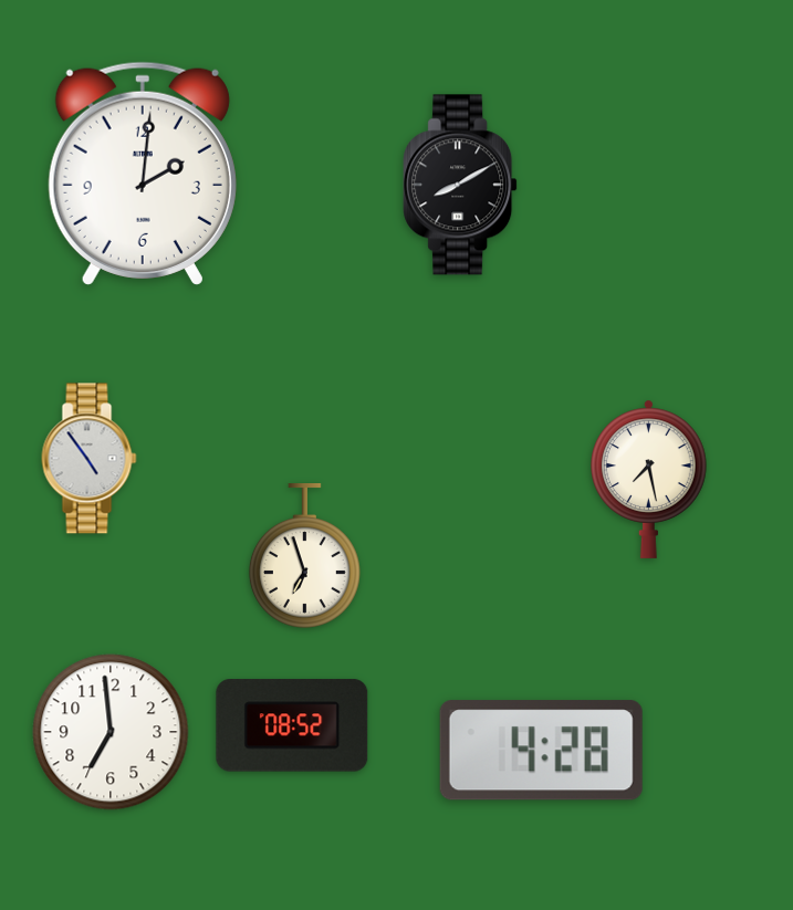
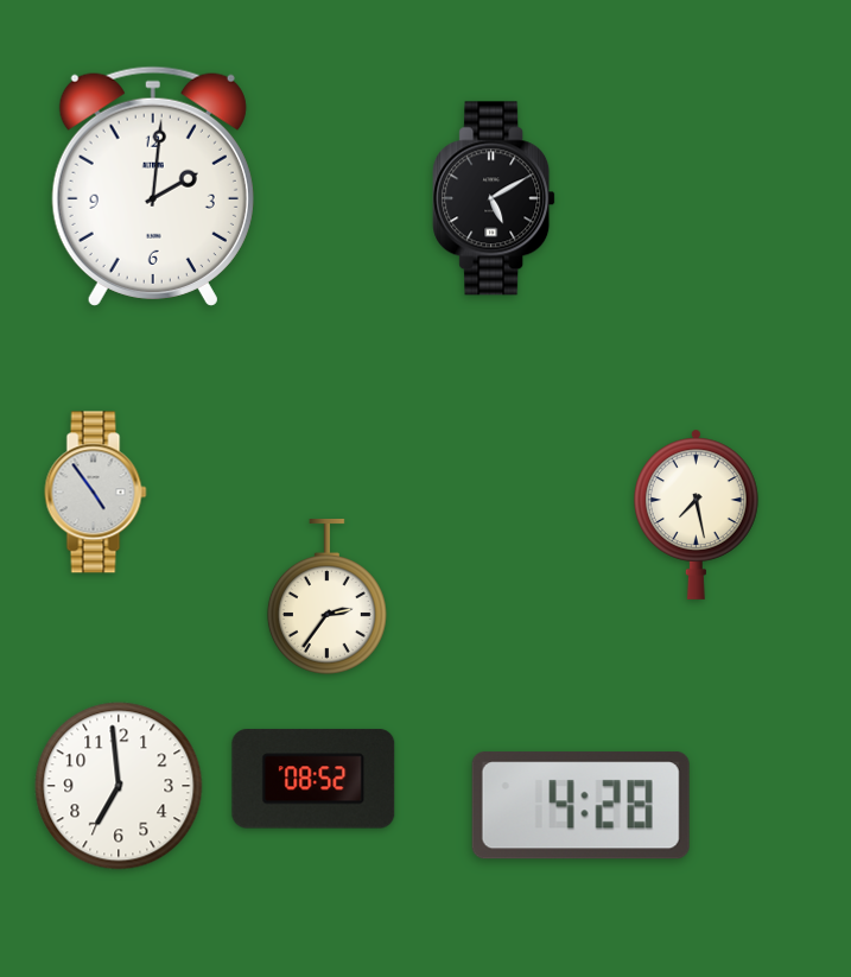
clock at (460, 185): 8:10 -> 5:10
clock at (304, 556): 6:57 -> 2:36
